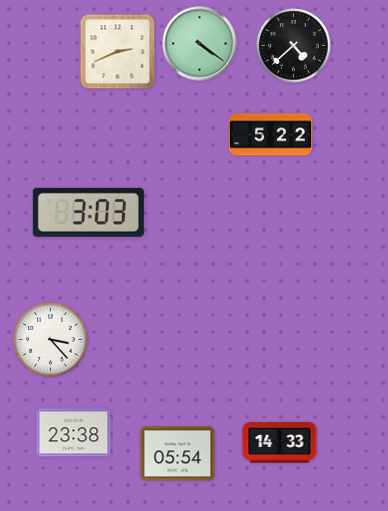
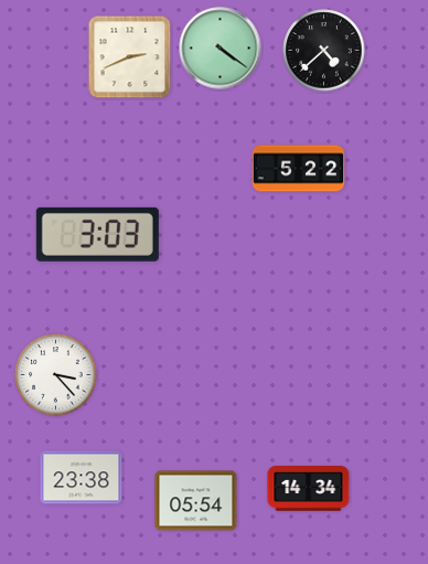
clock at (271, 135) position: (271, 135) -> (299, 169)
clock at (280, 443): 14:33 -> 14:34
